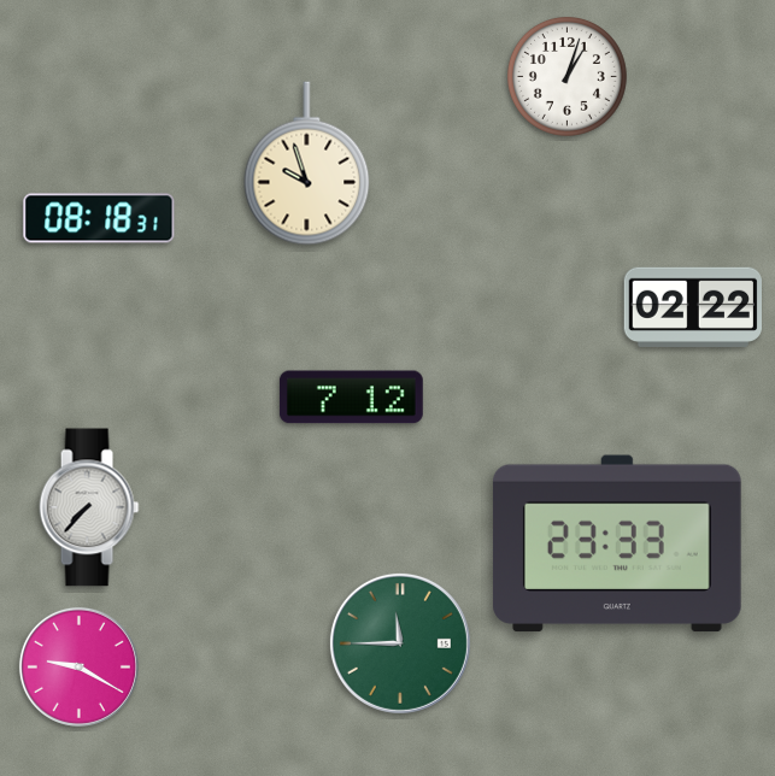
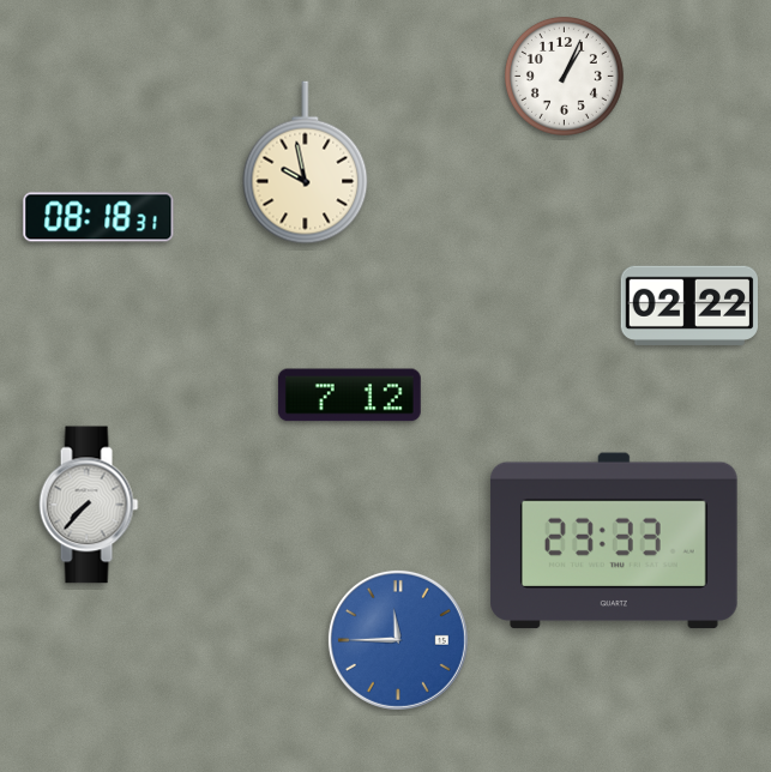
clock at (566, 76): 1:03 -> 1:04
clock at (307, 164): 9:57 -> 9:58
clock at (400, 643) dial: green -> blue
clock at (78, 666): 9:20 -> none
